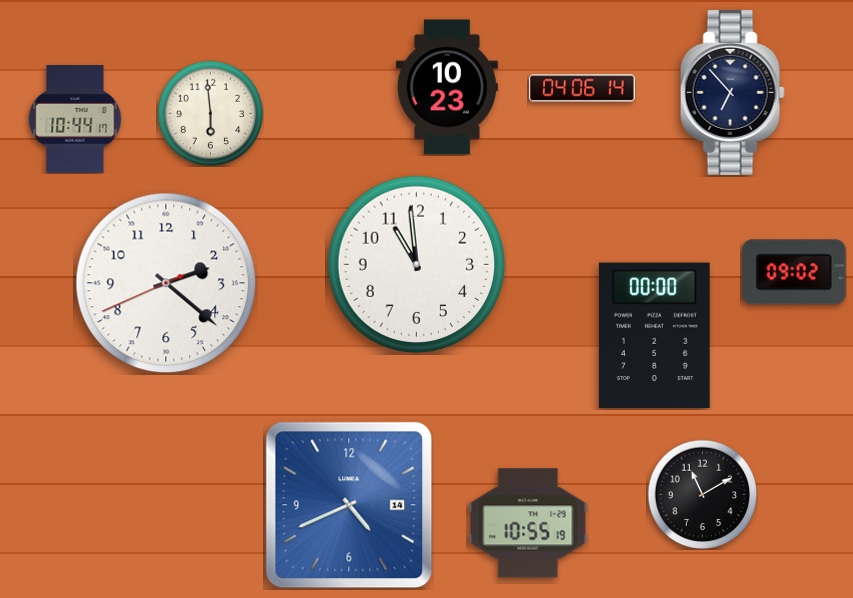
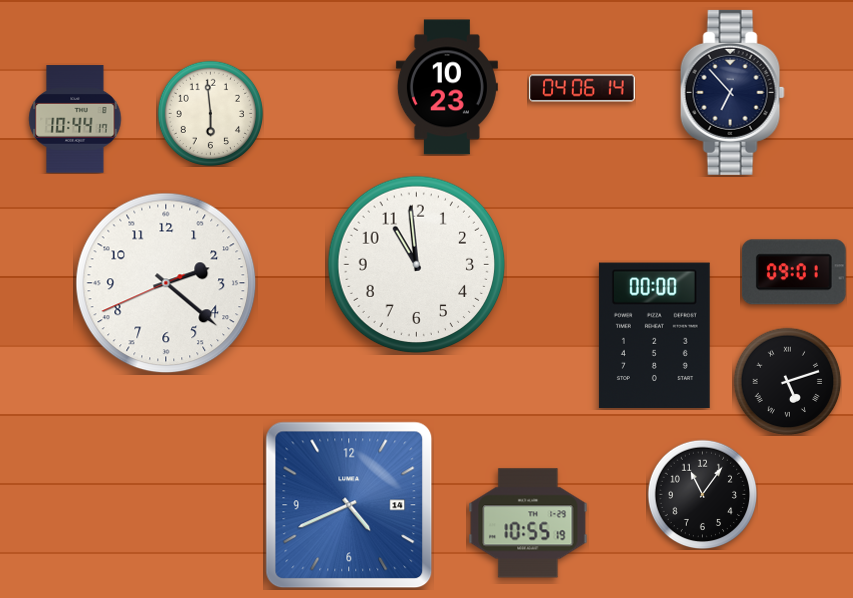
clock at (794, 272): 09:02 -> 09:01
clock at (787, 381): none -> 5:12
clock at (702, 494): 11:10 -> 11:06
